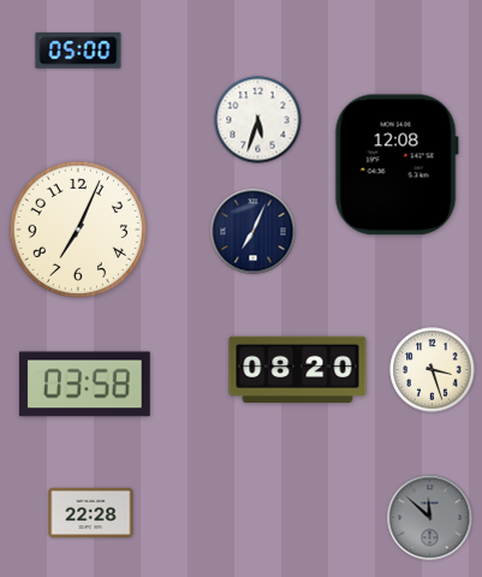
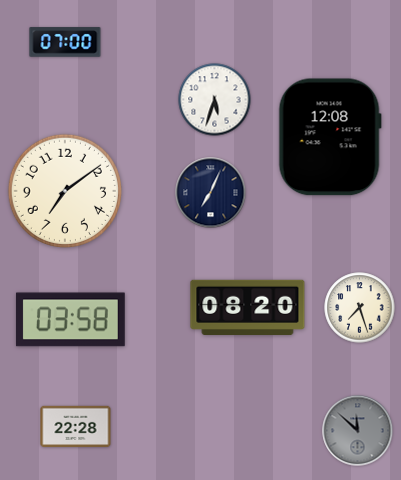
clock at (78, 50): 05:00 -> 07:00
clock at (78, 230): 7:04 -> 7:09
clock at (433, 370): 3:27 -> 7:27
